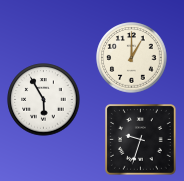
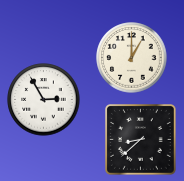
clock at (44, 100): 5:55 -> 2:55
clock at (141, 140): 9:33 -> 8:38
